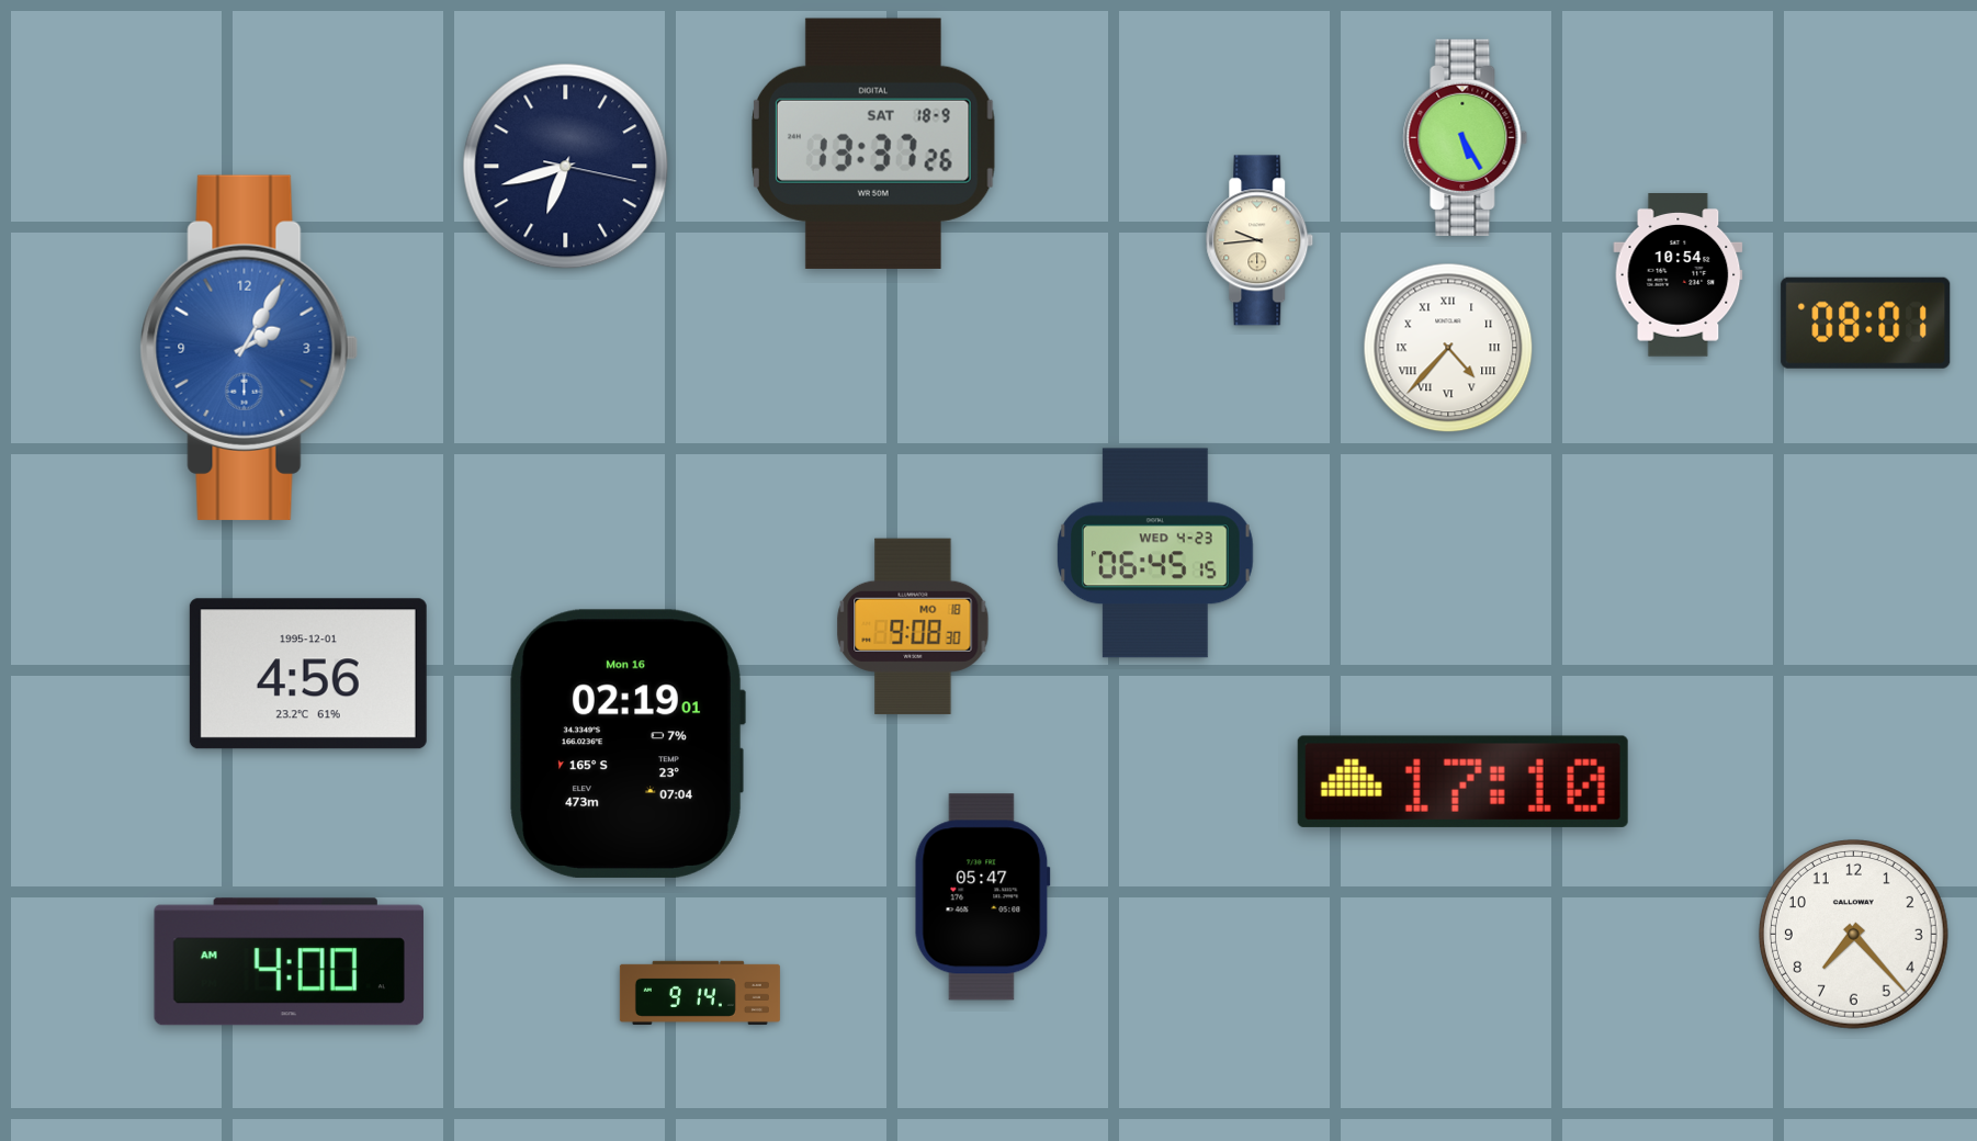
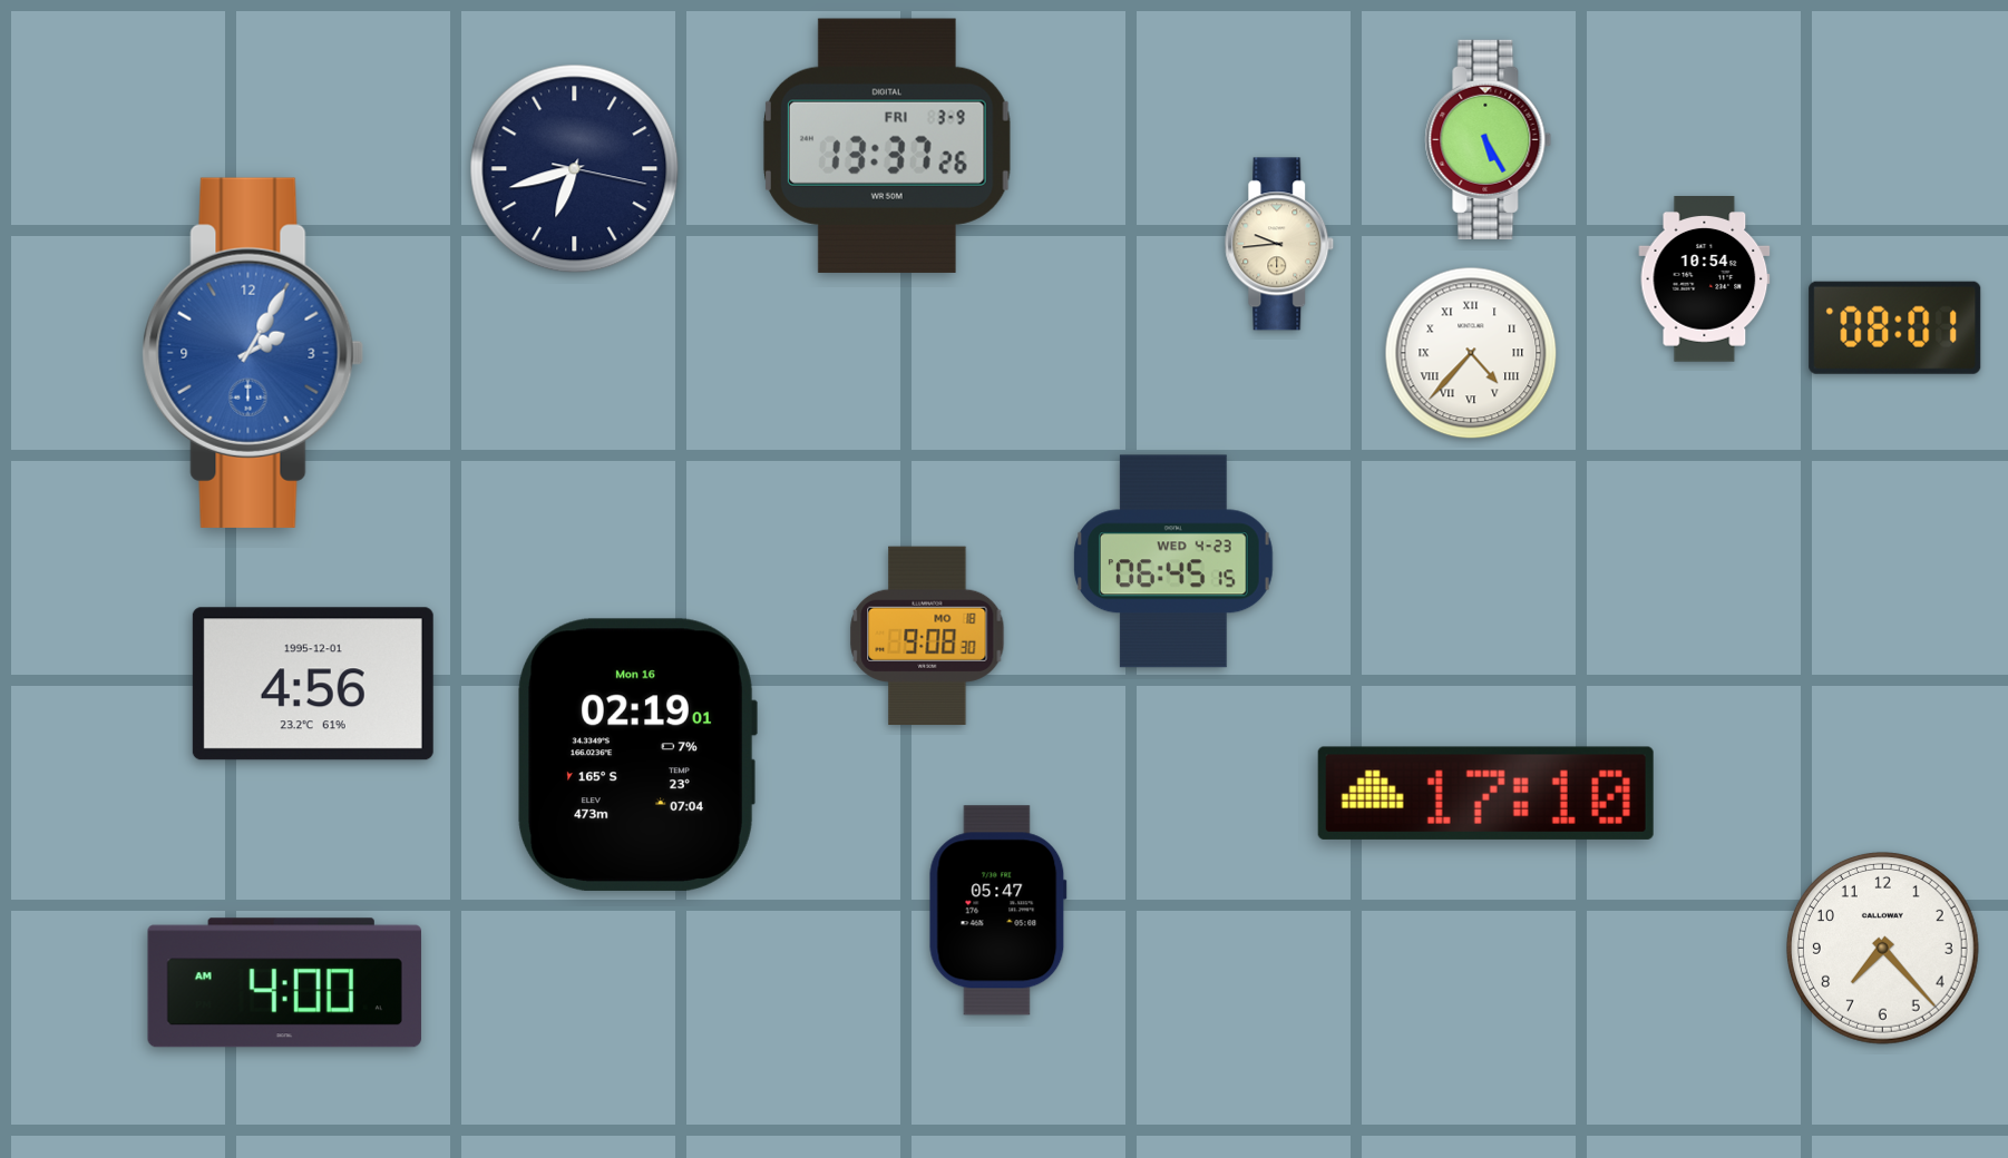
clock at (873, 144) date: SAT 18-9 -> FRI 3-9
clock at (289, 962) position: (289, 962) -> (284, 983)
clock at (700, 993): 9:14 -> none
